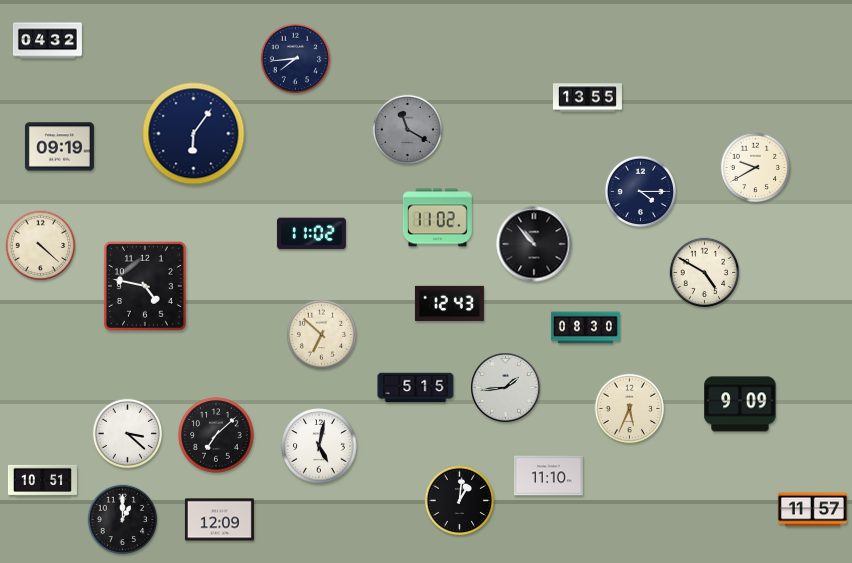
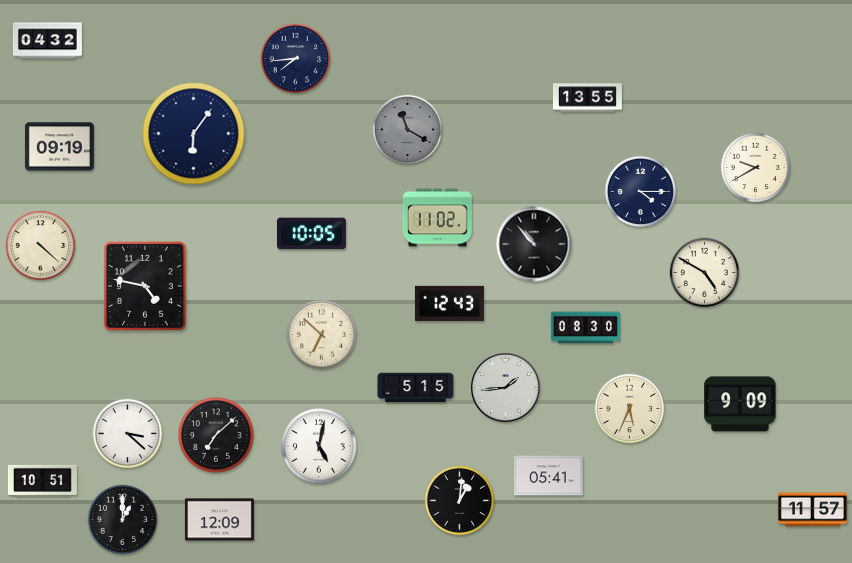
clock at (311, 234): 11:02 -> 10:05
clock at (548, 476): 11:10 -> 05:41
